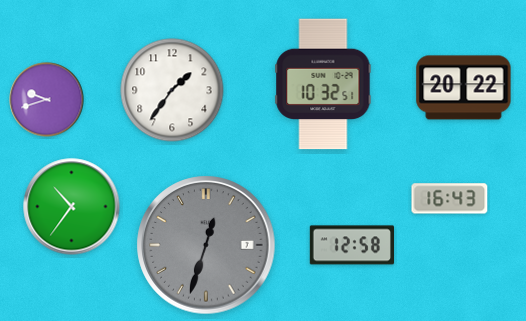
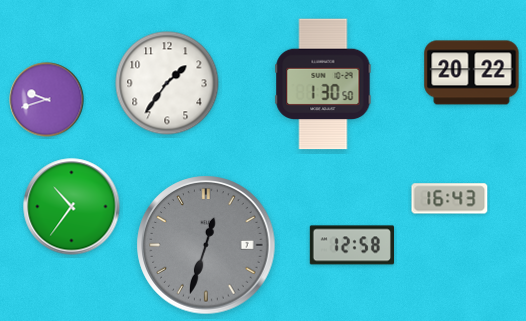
clock at (323, 84): 10:32 -> 1:30
clock at (464, 88) position: (464, 88) -> (472, 73)
clock at (172, 90) position: (172, 90) -> (167, 83)
